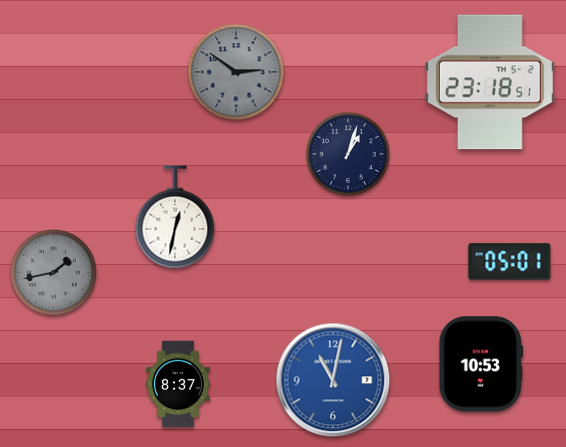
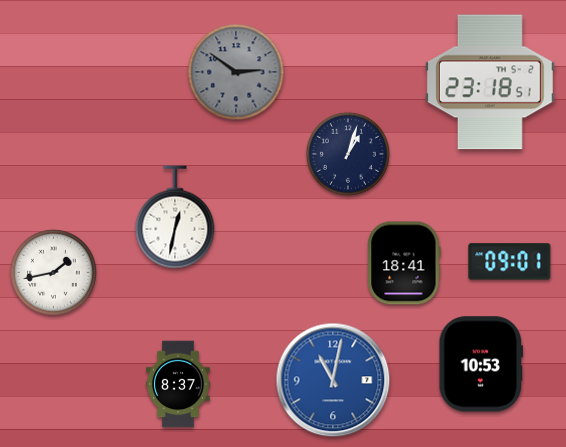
clock at (510, 262): 05:01 -> 09:01
clock at (404, 263): none -> 18:41
clock at (53, 272) dial: grey -> white
